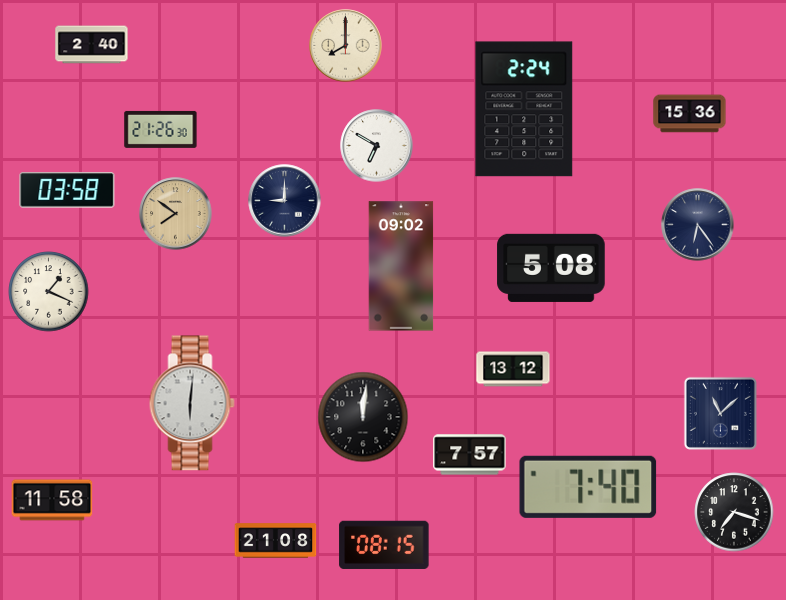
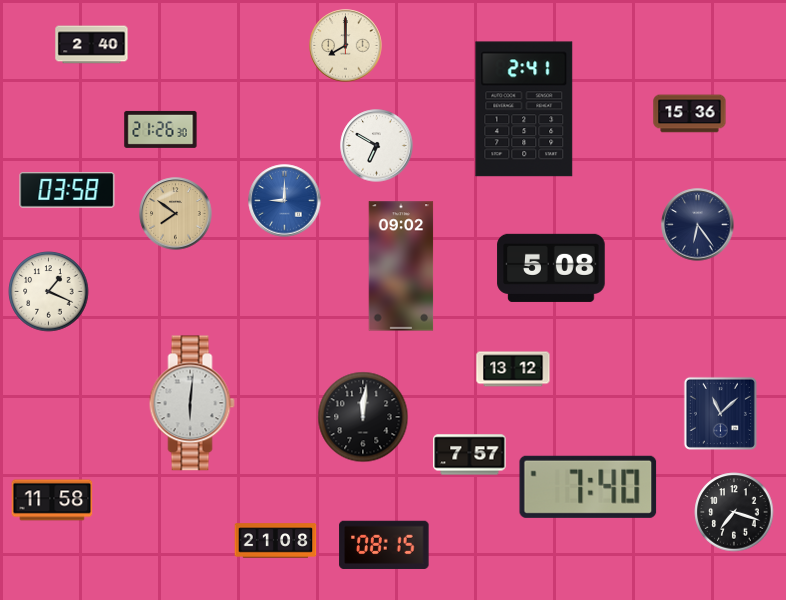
clock at (524, 109): 2:24 -> 2:41
clock at (285, 201) dial: navy -> blue
